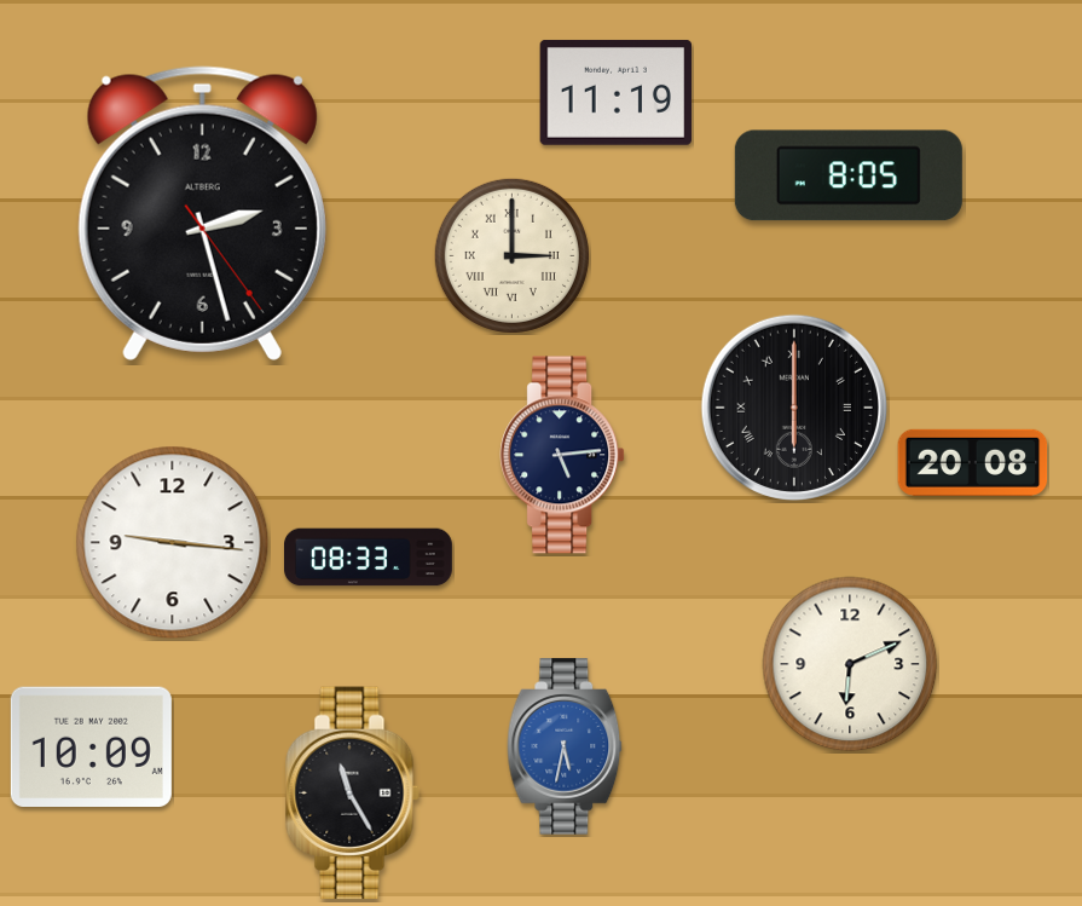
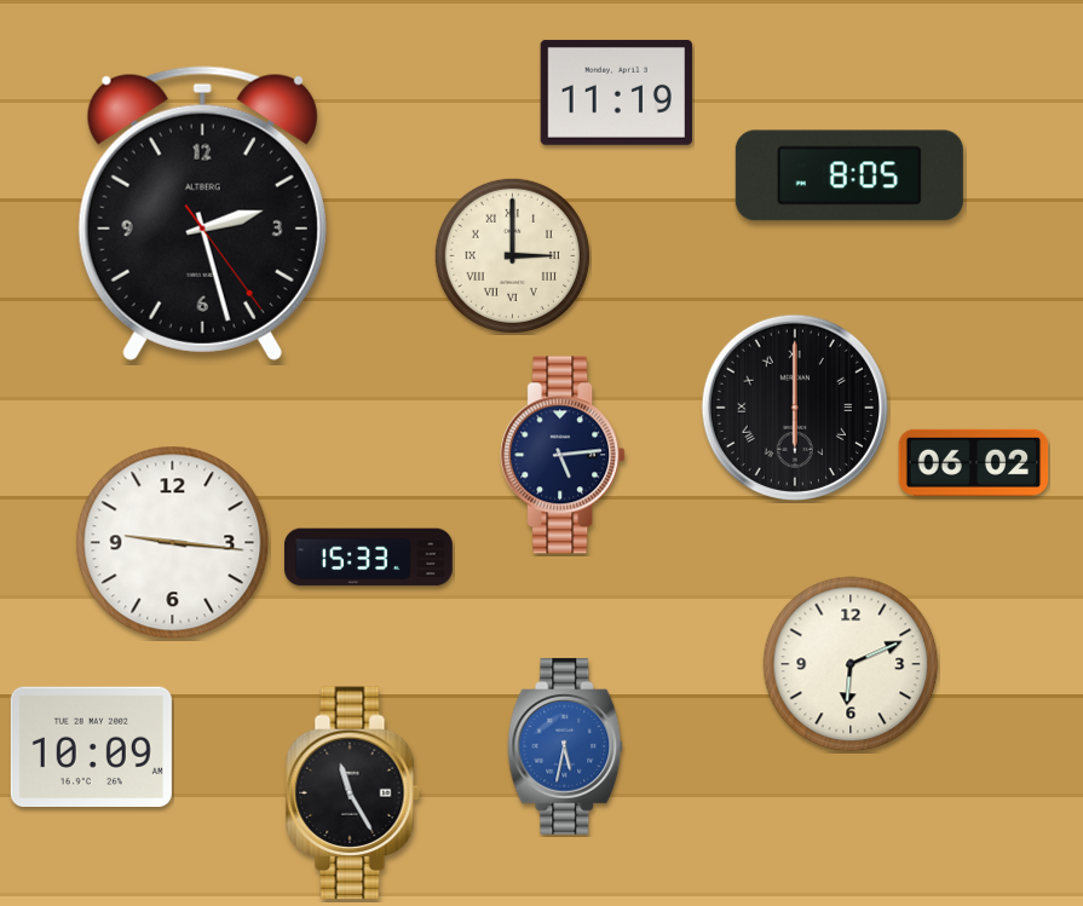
clock at (973, 462): 20:08 -> 06:02
clock at (368, 558): 08:33 -> 15:33
